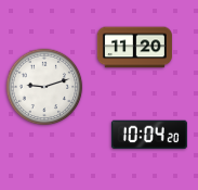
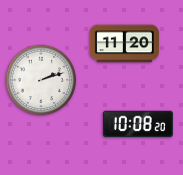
clock at (44, 87): 9:12 -> 2:12
clock at (149, 135): 10:04 -> 10:08
